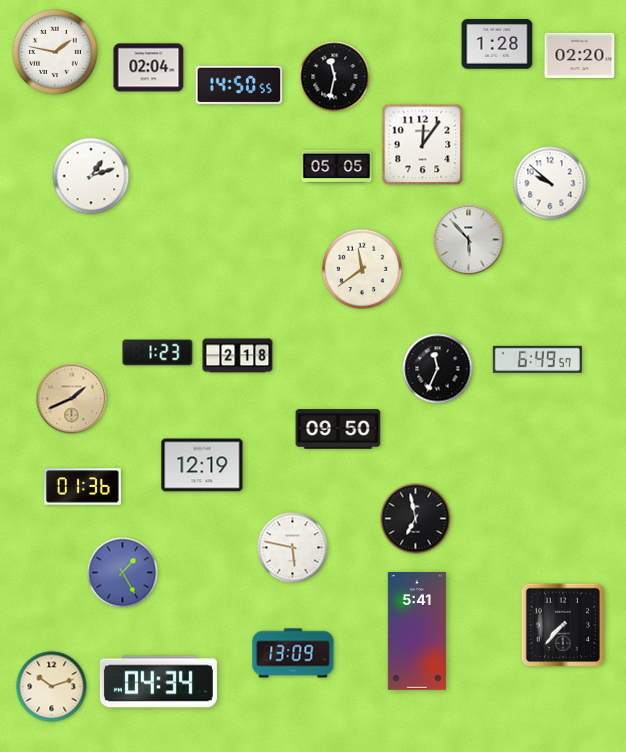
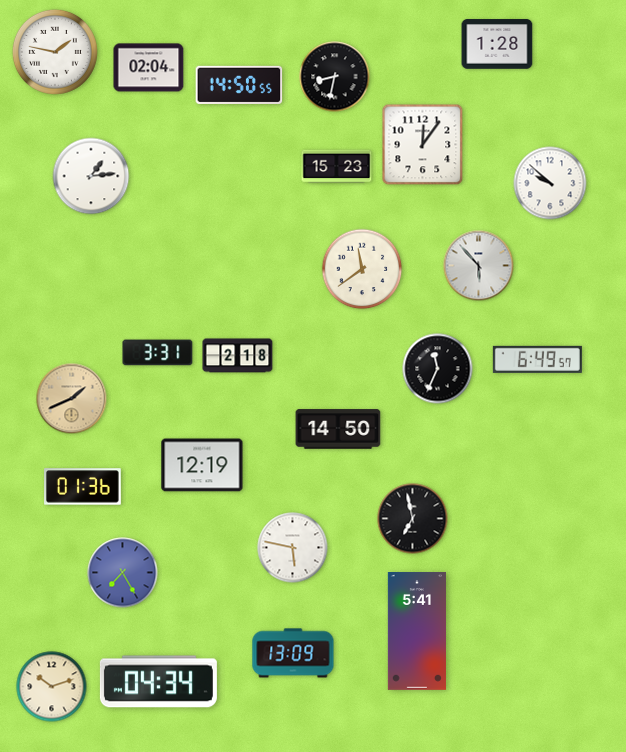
clock at (580, 55): 02:20 -> none
clock at (335, 77): 11:32 -> 8:32
clock at (337, 167): 05:05 -> 15:23
clock at (91, 176): 1:12 -> 1:14
clock at (469, 240) position: (469, 240) -> (479, 266)
clock at (158, 353): 1:23 -> 3:31
clock at (338, 429): 09:50 -> 14:50
clock at (416, 519) position: (416, 519) -> (413, 519)
clock at (123, 573): 1:25 -> 7:25
clock at (562, 624): 7:37 -> none
